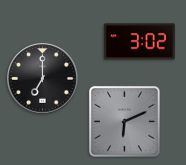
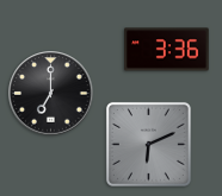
clock at (140, 42): 3:02 -> 3:36
